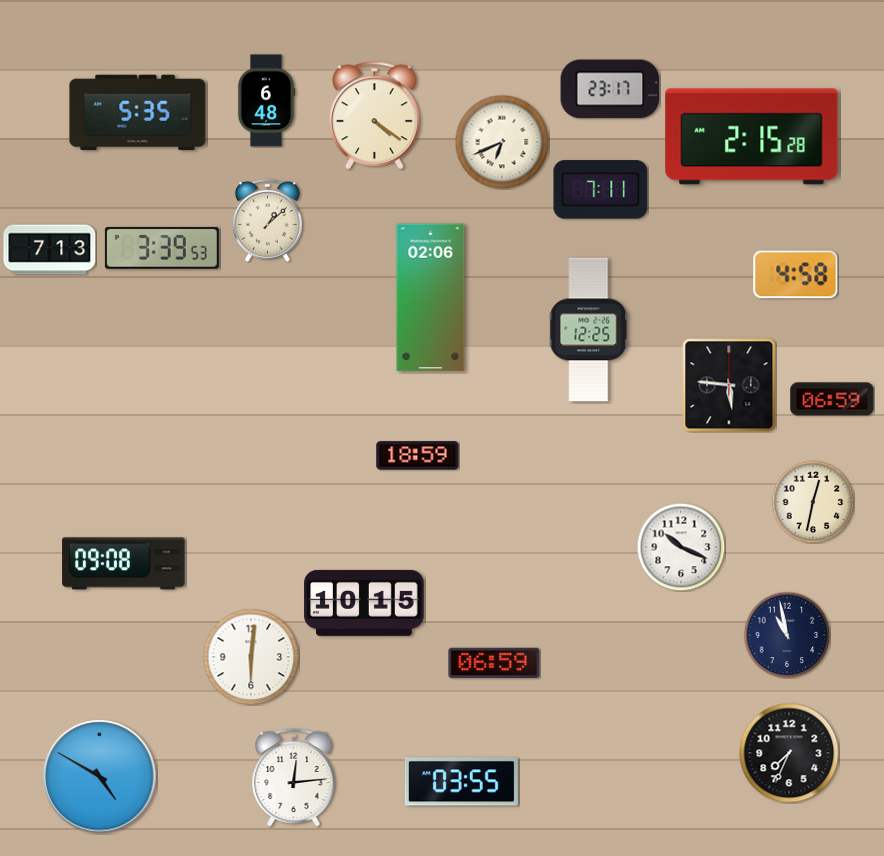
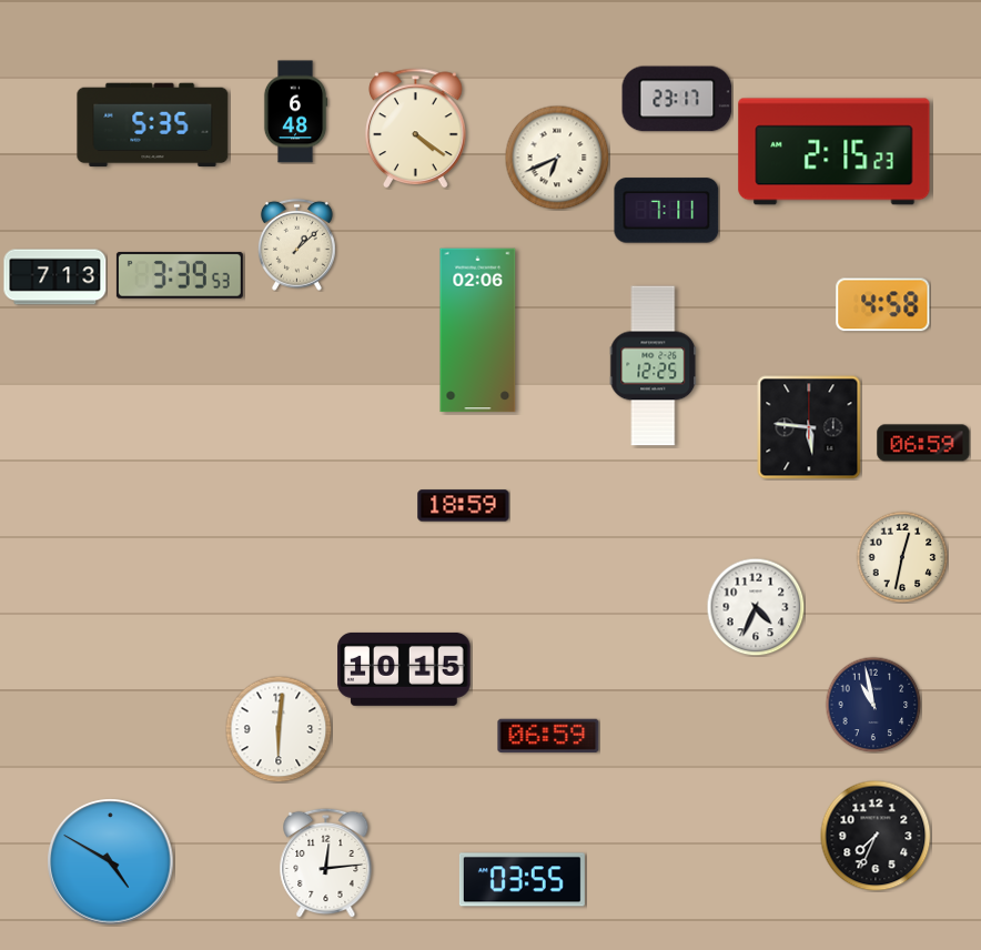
clock at (752, 137): 2:15:28 -> 2:15:23
clock at (681, 547): 10:19 -> 4:34
clock at (124, 564): 09:08 -> none
clock at (461, 782) position: (461, 782) -> (522, 880)
